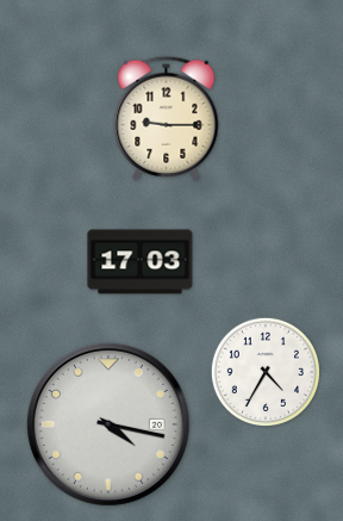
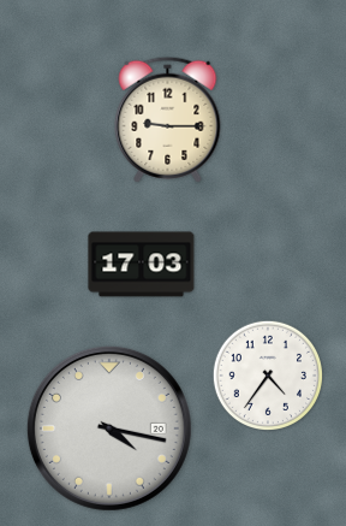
clock at (264, 371): 4:35 -> 4:36
